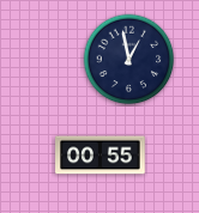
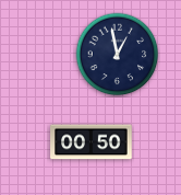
clock at (101, 156): 00:55 -> 00:50
